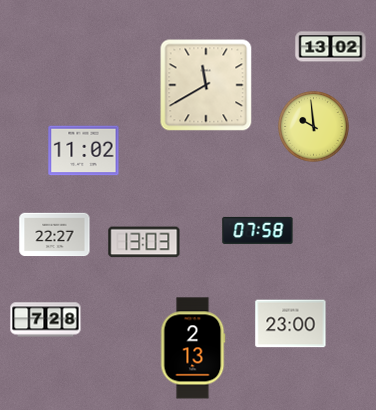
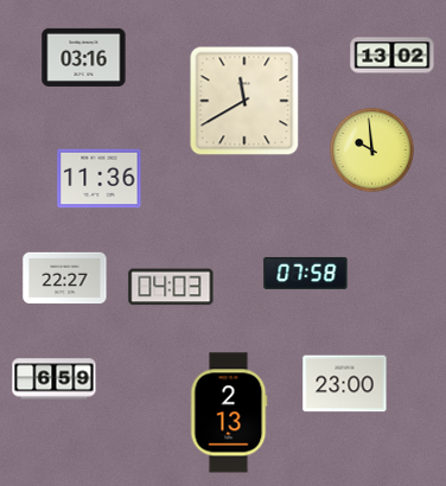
clock at (84, 57): none -> 03:16
clock at (84, 151): 11:02 -> 11:36
clock at (144, 242): 13:03 -> 04:03
clock at (46, 320): 7:28 -> 6:59
